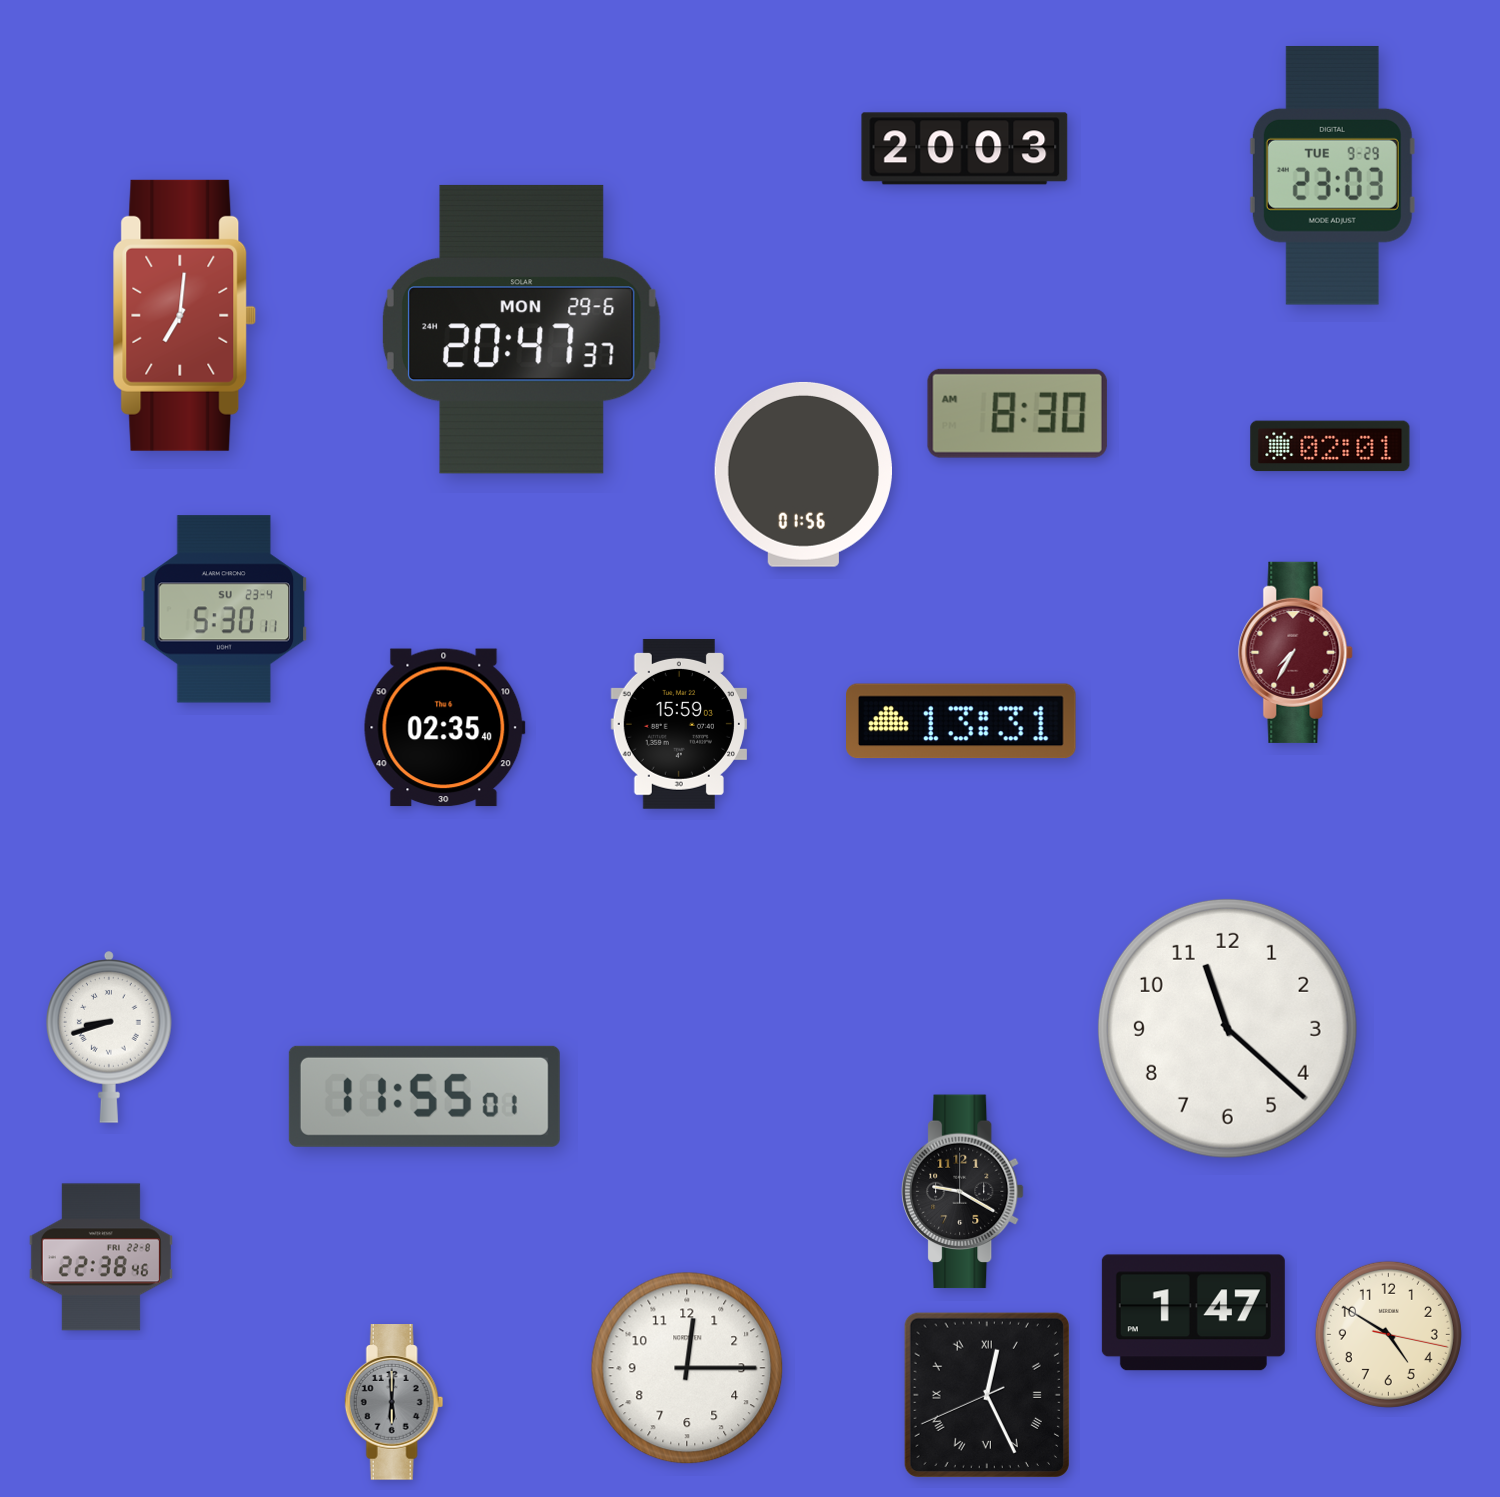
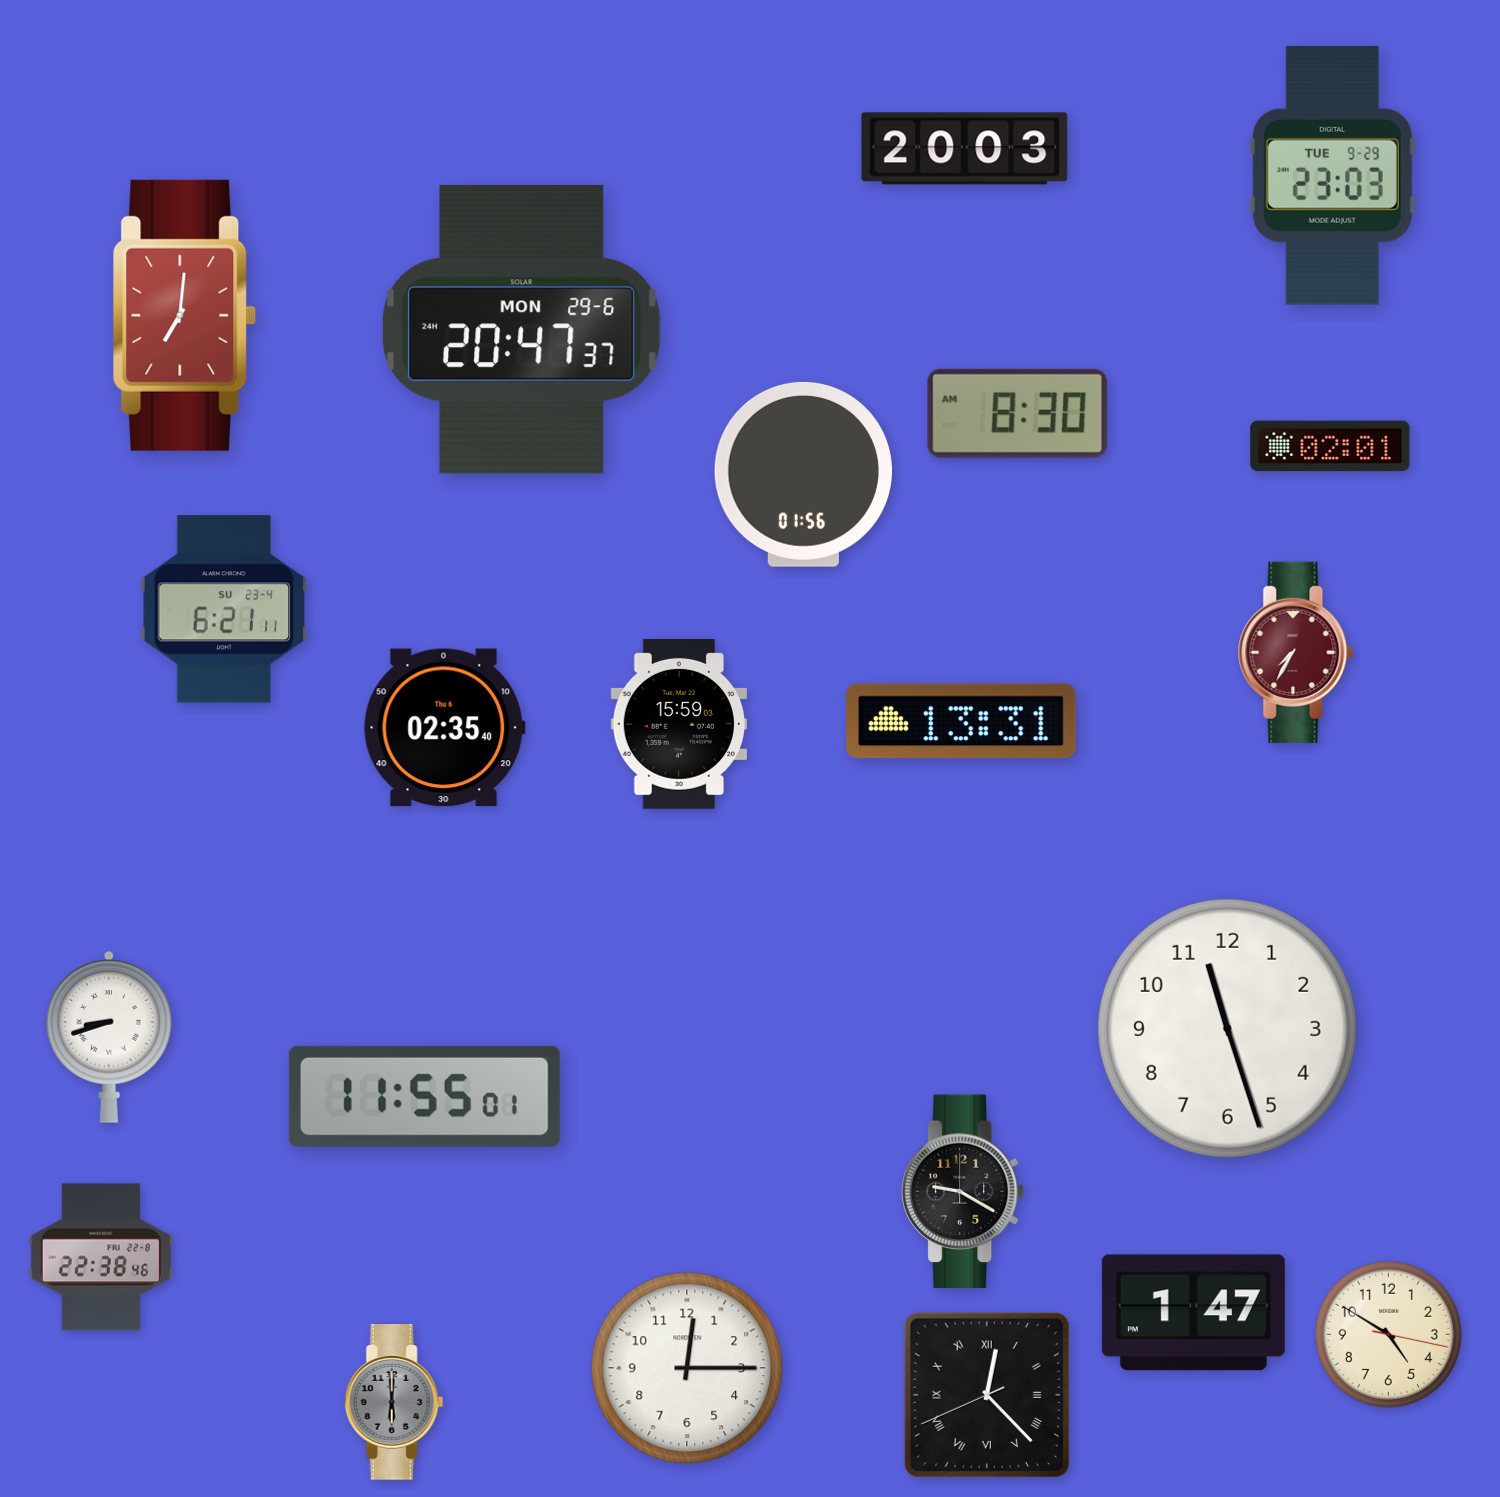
clock at (224, 609): 5:30 -> 6:21
clock at (1227, 1028): 11:22 -> 11:27
clock at (987, 1395): 12:25 -> 12:22
